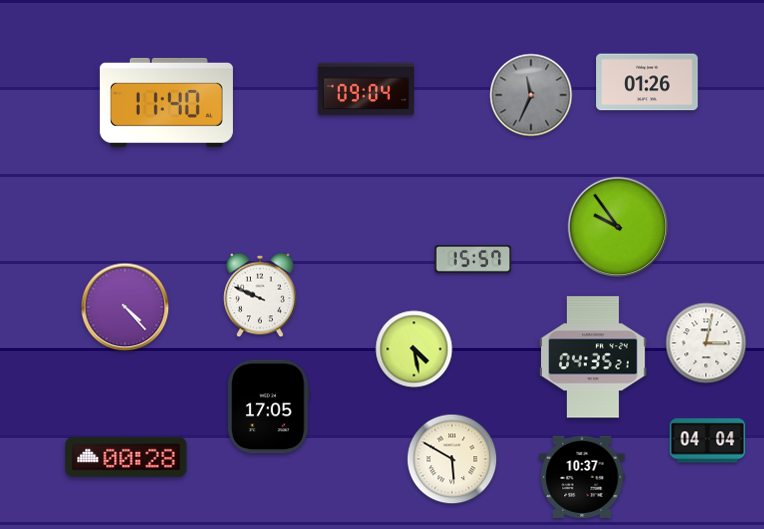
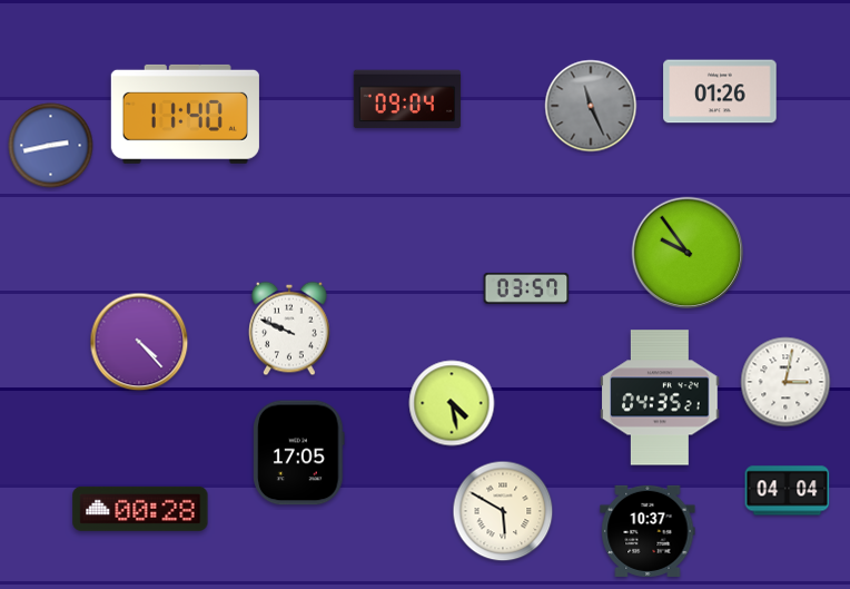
clock at (531, 95): 11:34 -> 11:26
clock at (51, 146): none -> 2:43
clock at (473, 259): 15:57 -> 03:57
clock at (414, 349) position: (414, 349) -> (452, 403)
